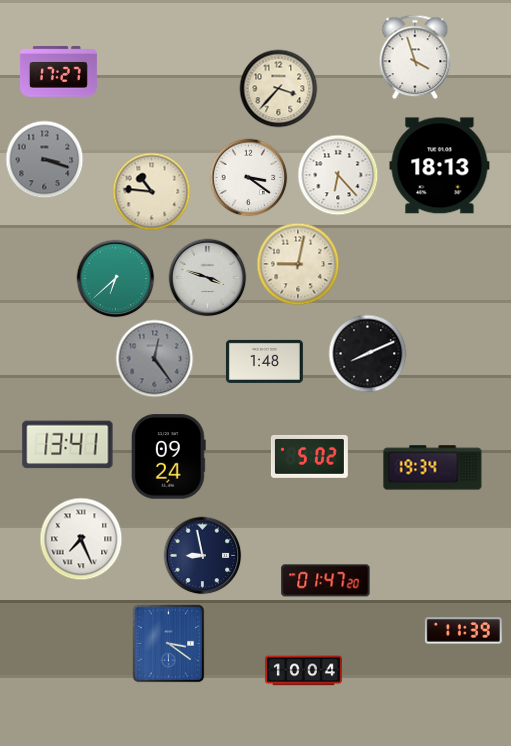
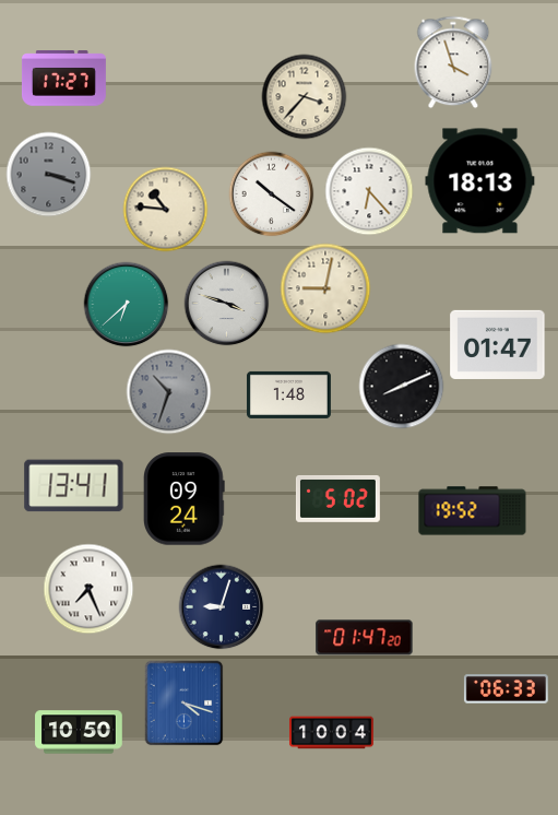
clock at (248, 177): 3:21 -> 10:21
clock at (498, 344): none -> 01:47
clock at (154, 358): 12:24 -> 10:33
clock at (433, 468): 19:34 -> 19:52
clock at (202, 555): 8:58 -> 9:03
clock at (326, 581) position: (326, 581) -> (365, 638)
clock at (463, 631): 11:39 -> 06:33
clock at (169, 643): 3:21 -> 4:18
clock at (79, 732): none -> 10:50
